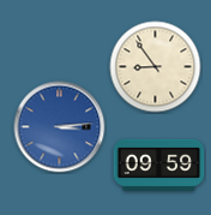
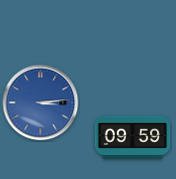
clock at (156, 67): 8:54 -> none
clock at (60, 127) position: (60, 127) -> (41, 103)
